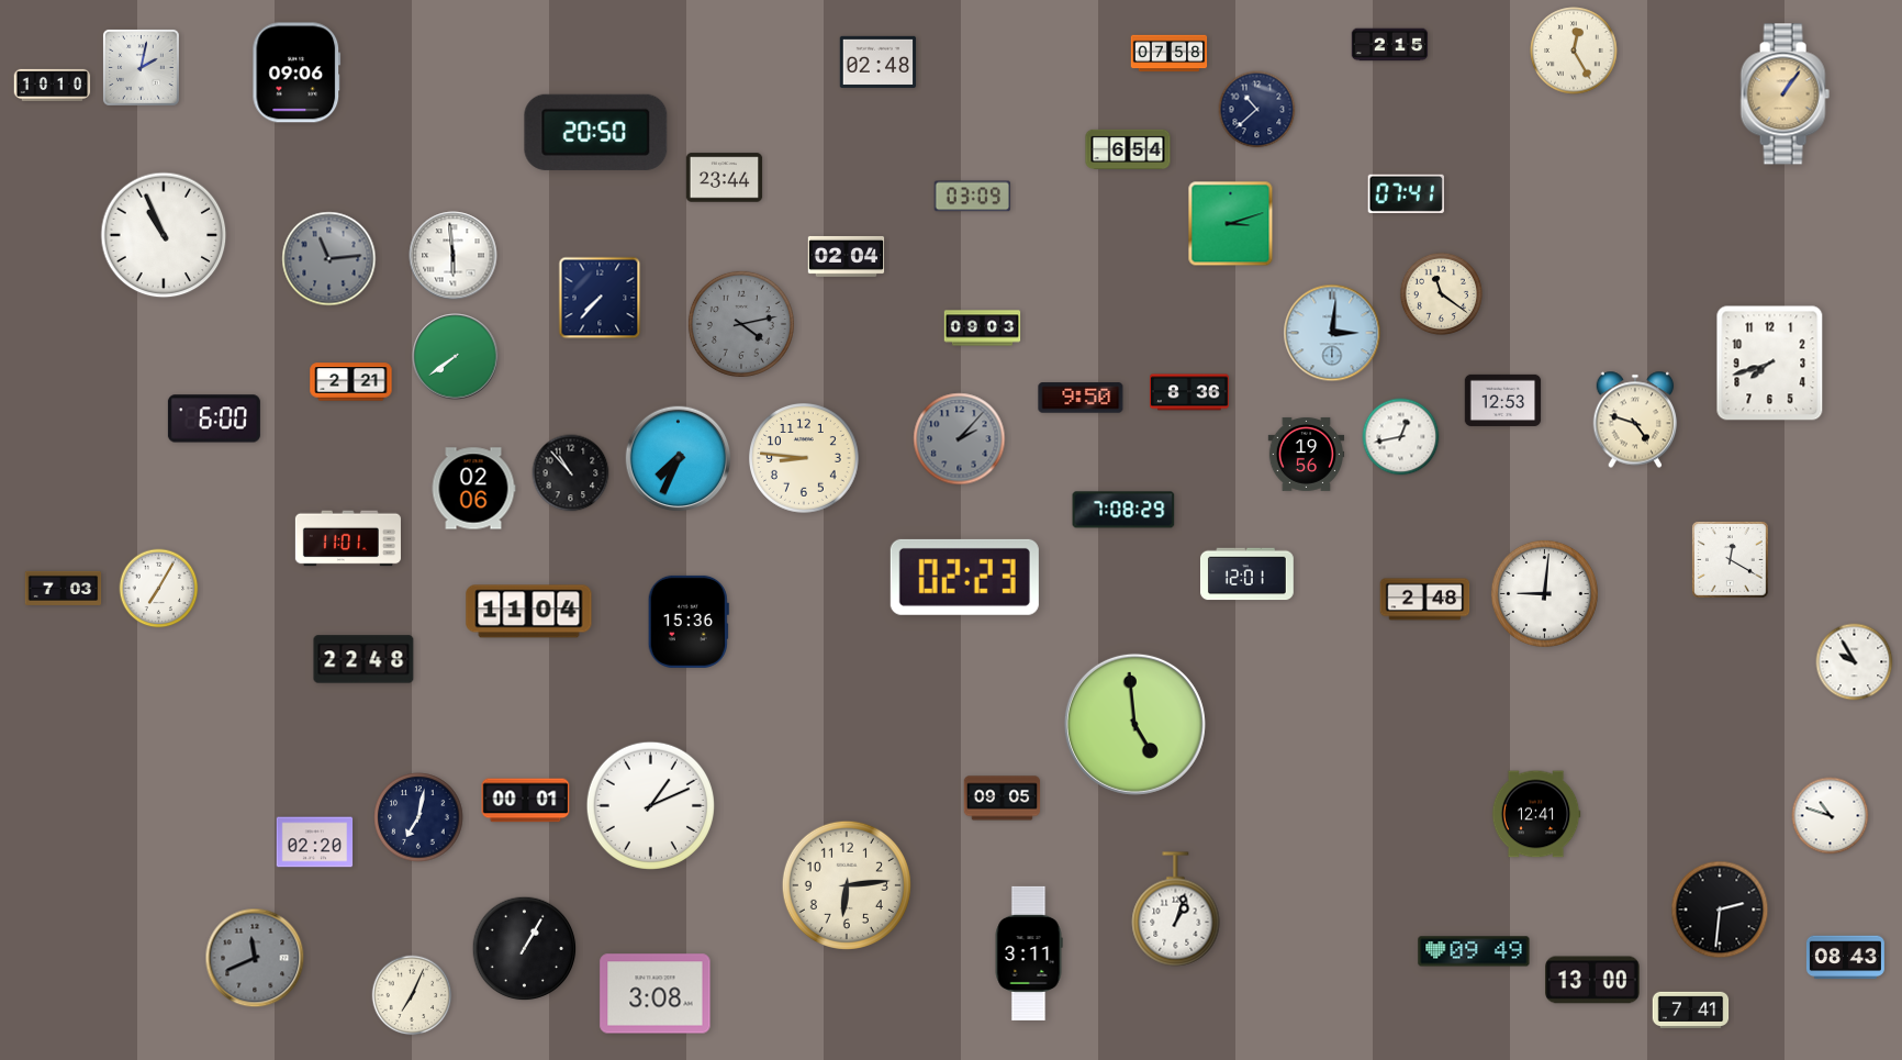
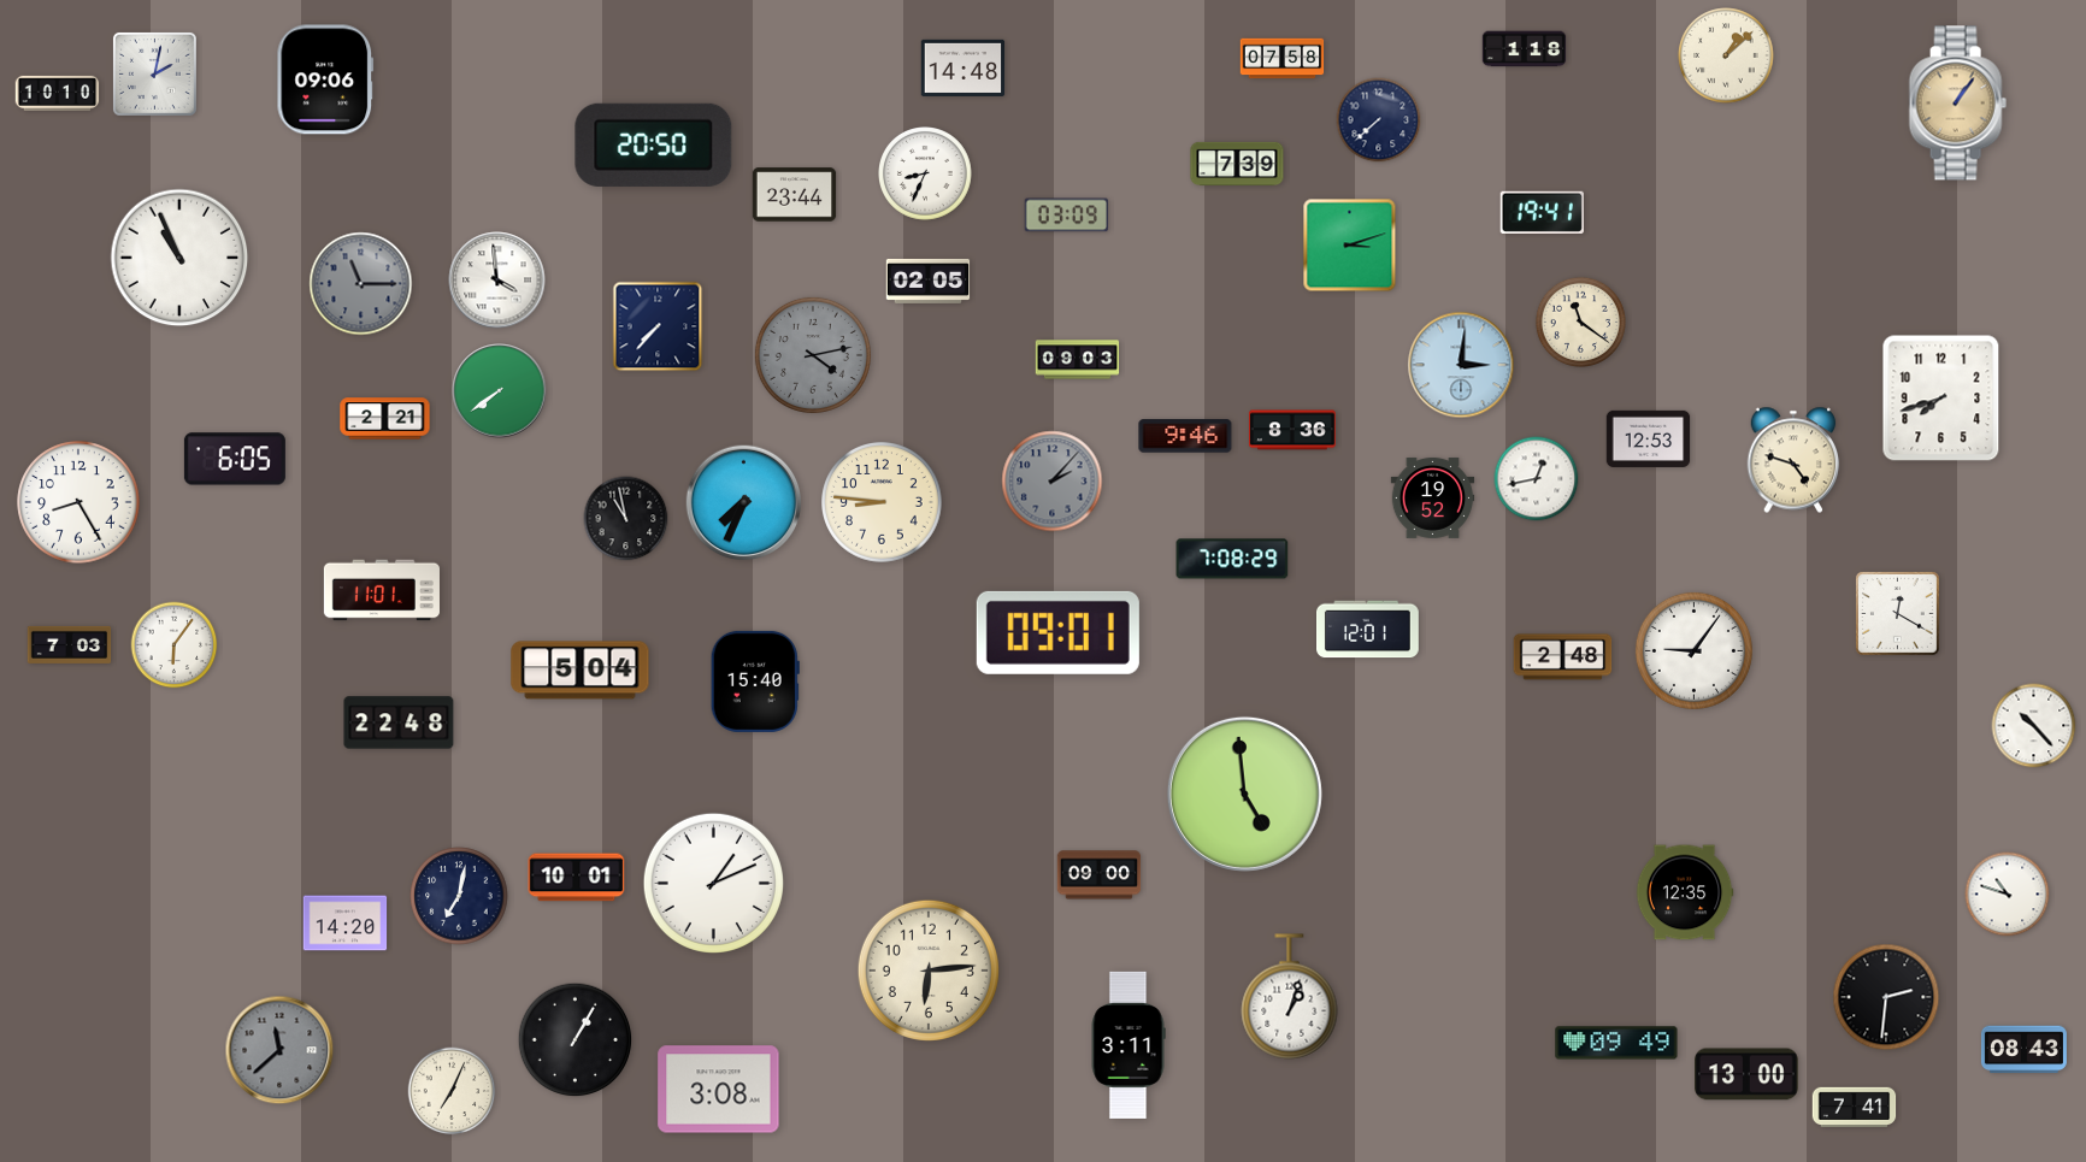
clock at (1390, 45): 2:15 -> 1:18
clock at (1574, 51): 12:25 -> 1:08
clock at (879, 62): 02:48 -> 14:48
clock at (1257, 110): 10:38 -> 7:38
clock at (1128, 148): 6:54 -> 7:39
clock at (926, 175): none -> 8:34
clock at (1406, 193): 07:41 -> 19:41
clock at (454, 256): 5:59 -> 3:59
clock at (847, 256): 02:04 -> 02:05
clock at (329, 259): 11:14 -> 11:15
clock at (1190, 392) position: (1190, 392) -> (1294, 430)
clock at (1081, 398): 9:50 -> 9:46
clock at (214, 419): 6:00 -> 6:05
clock at (1307, 454): 19:56 -> 19:52
clock at (78, 502): none -> 8:25
clock at (571, 473): 10:53 -> 10:58
clock at (473, 489): 02:06 -> none
clock at (964, 577): 02:23 -> 09:01
clock at (159, 589): 7:05 -> 6:06
clock at (1544, 593): 9:01 -> 9:06
clock at (529, 612): 11:04 -> 5:04
clock at (689, 622): 15:36 -> 15:40
clock at (1855, 662): 9:55 -> 10:23
clock at (1003, 799): 09:05 -> 09:00
clock at (526, 801): 00:01 -> 10:01
clock at (1536, 814): 12:41 -> 12:35
clock at (315, 843): 02:20 -> 14:20
clock at (255, 958): 11:41 -> 11:38
